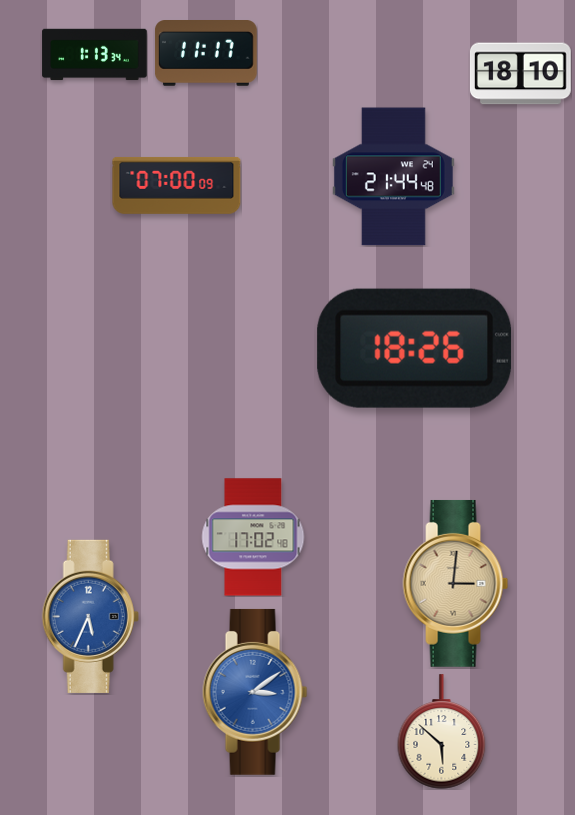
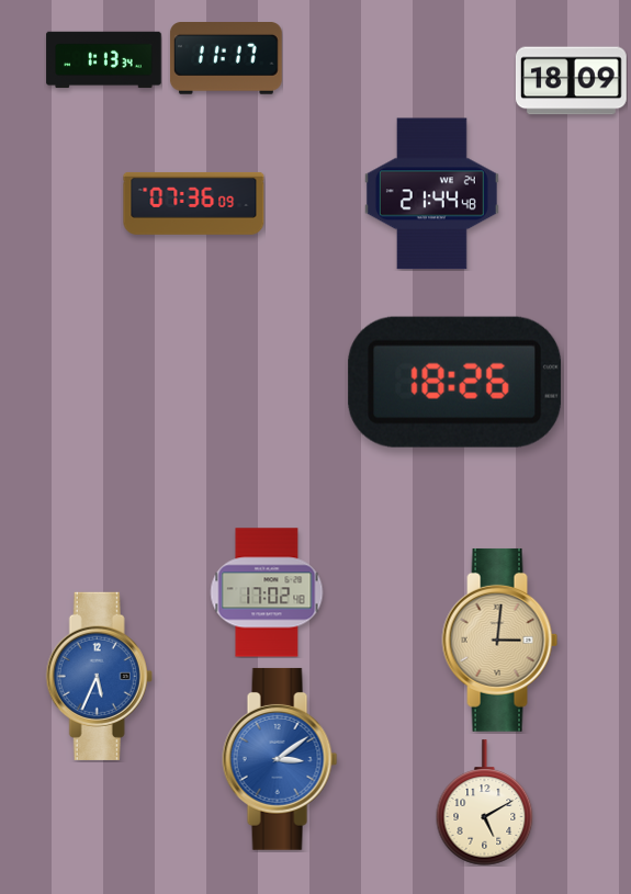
clock at (520, 74): 18:10 -> 18:09
clock at (177, 185): 07:00 -> 07:36
clock at (253, 537) position: (253, 537) -> (267, 592)
clock at (442, 732): 5:52 -> 5:10
